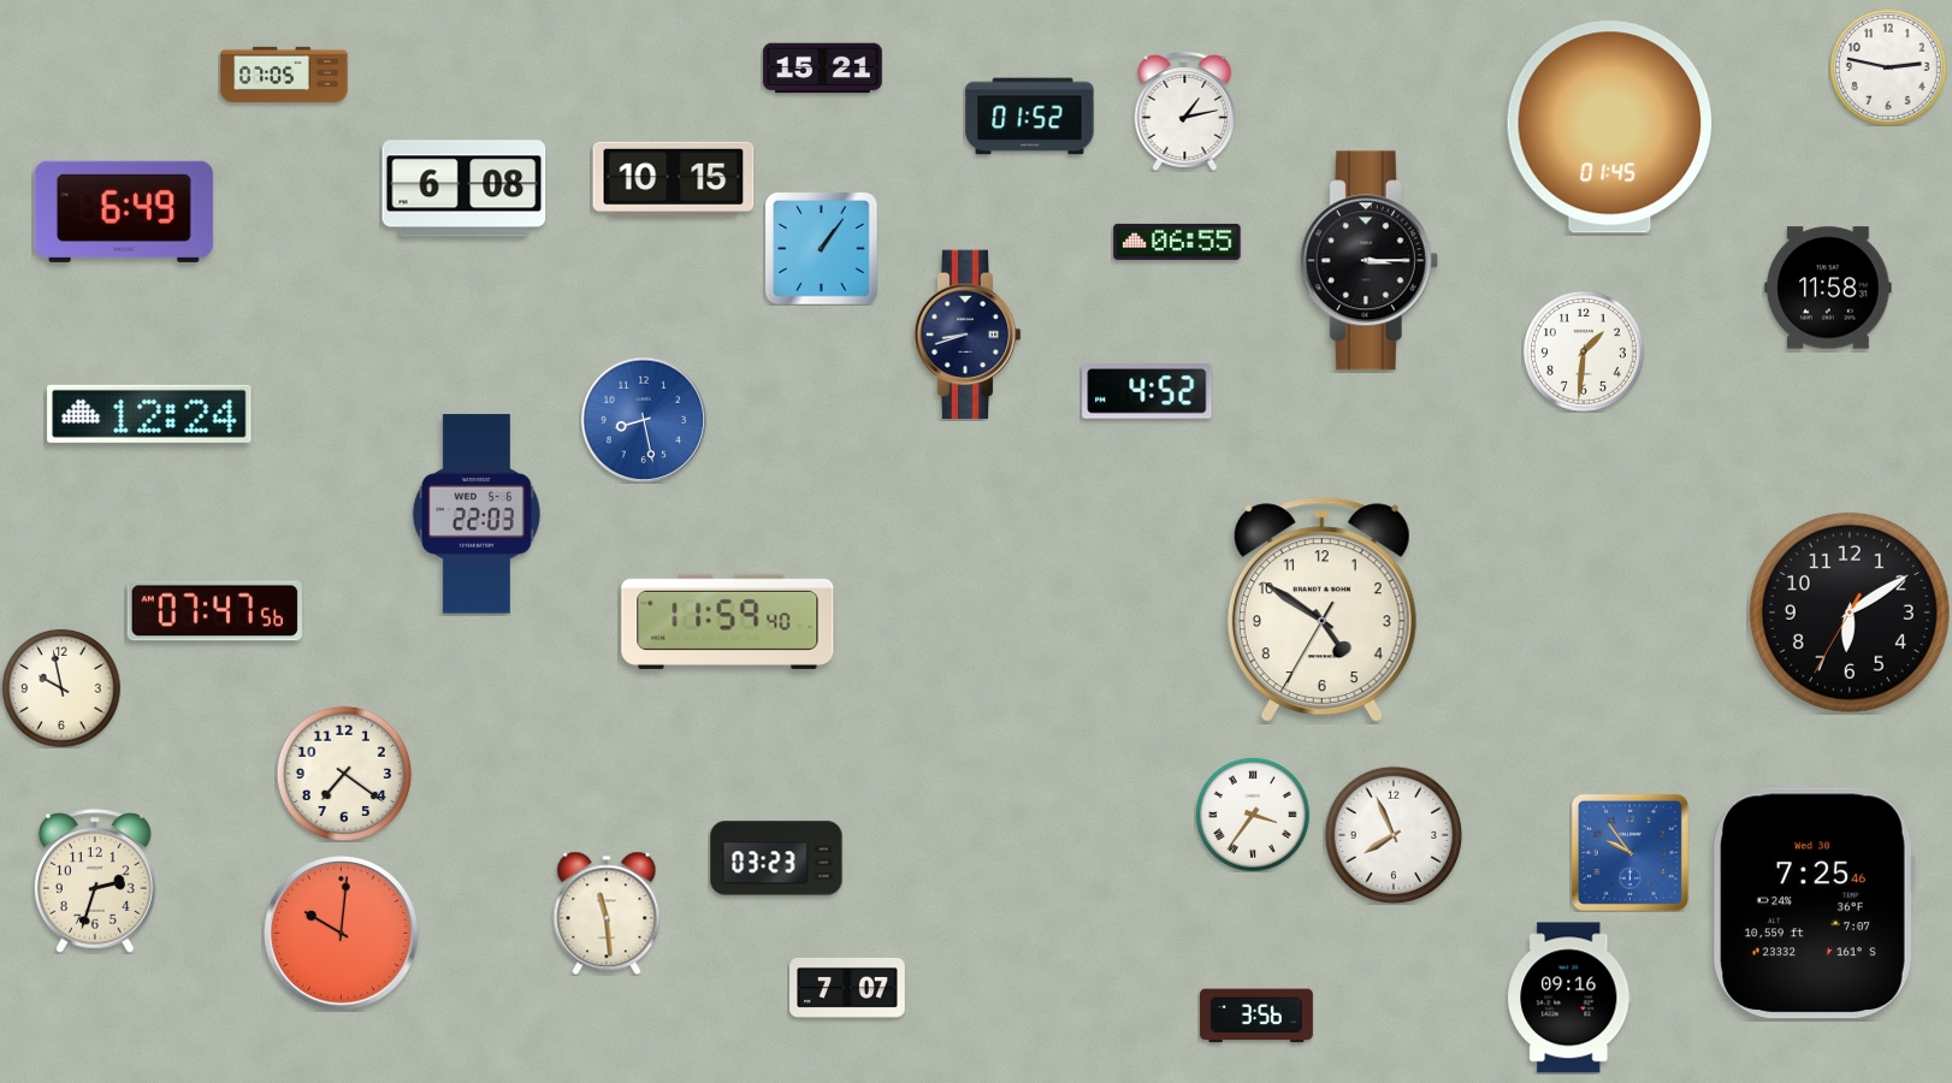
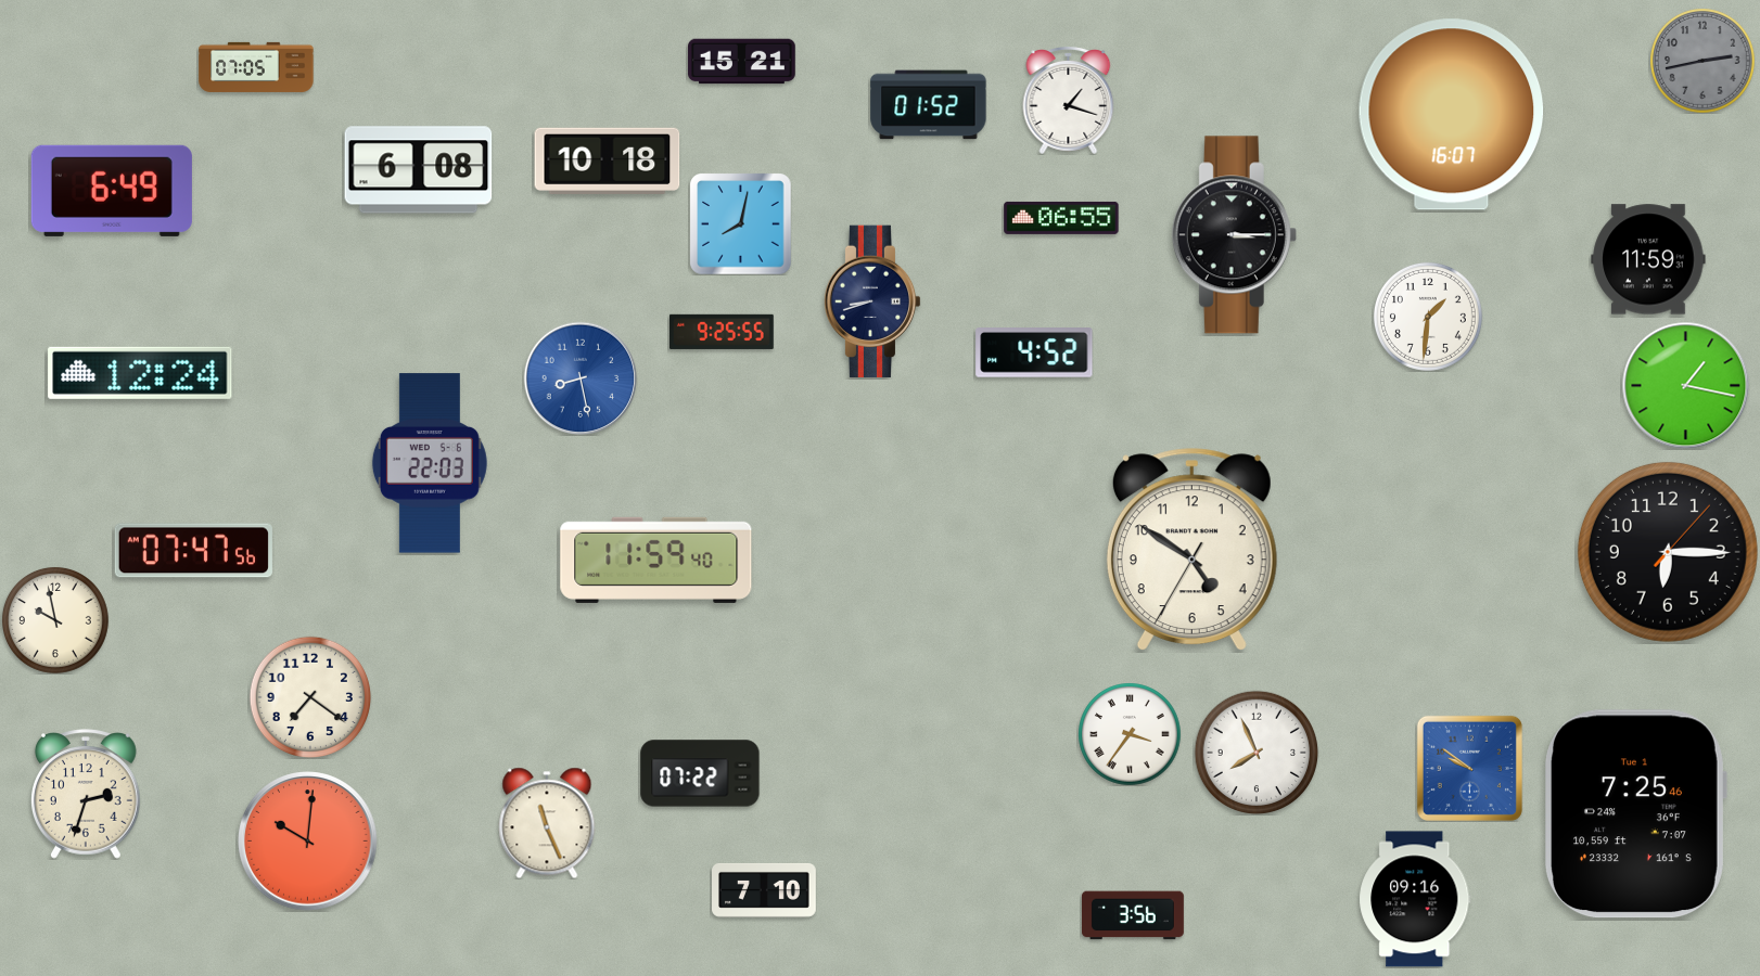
clock at (1888, 67): 2:47 -> 2:43
clock at (1888, 67) dial: white -> grey
clock at (1185, 111): 1:13 -> 1:18
clock at (1610, 128): 01:45 -> 16:07
clock at (674, 178): 10:15 -> 10:18
clock at (821, 248): 1:06 -> 8:02
clock at (1828, 288): 11:58 -> 11:59
clock at (722, 332): none -> 9:25
clock at (149, 414) position: (149, 414) -> (140, 373)
clock at (1685, 385): none -> 1:17
clock at (1850, 612): 6:09 -> 6:15
clock at (1629, 852): 9:54 -> 9:51
clock at (776, 858): 03:23 -> 07:22
clock at (1815, 904) date: Wed 30 -> Tue 1
clock at (607, 913): 11:29 -> 11:26
clock at (848, 988): 7:07 -> 7:10
